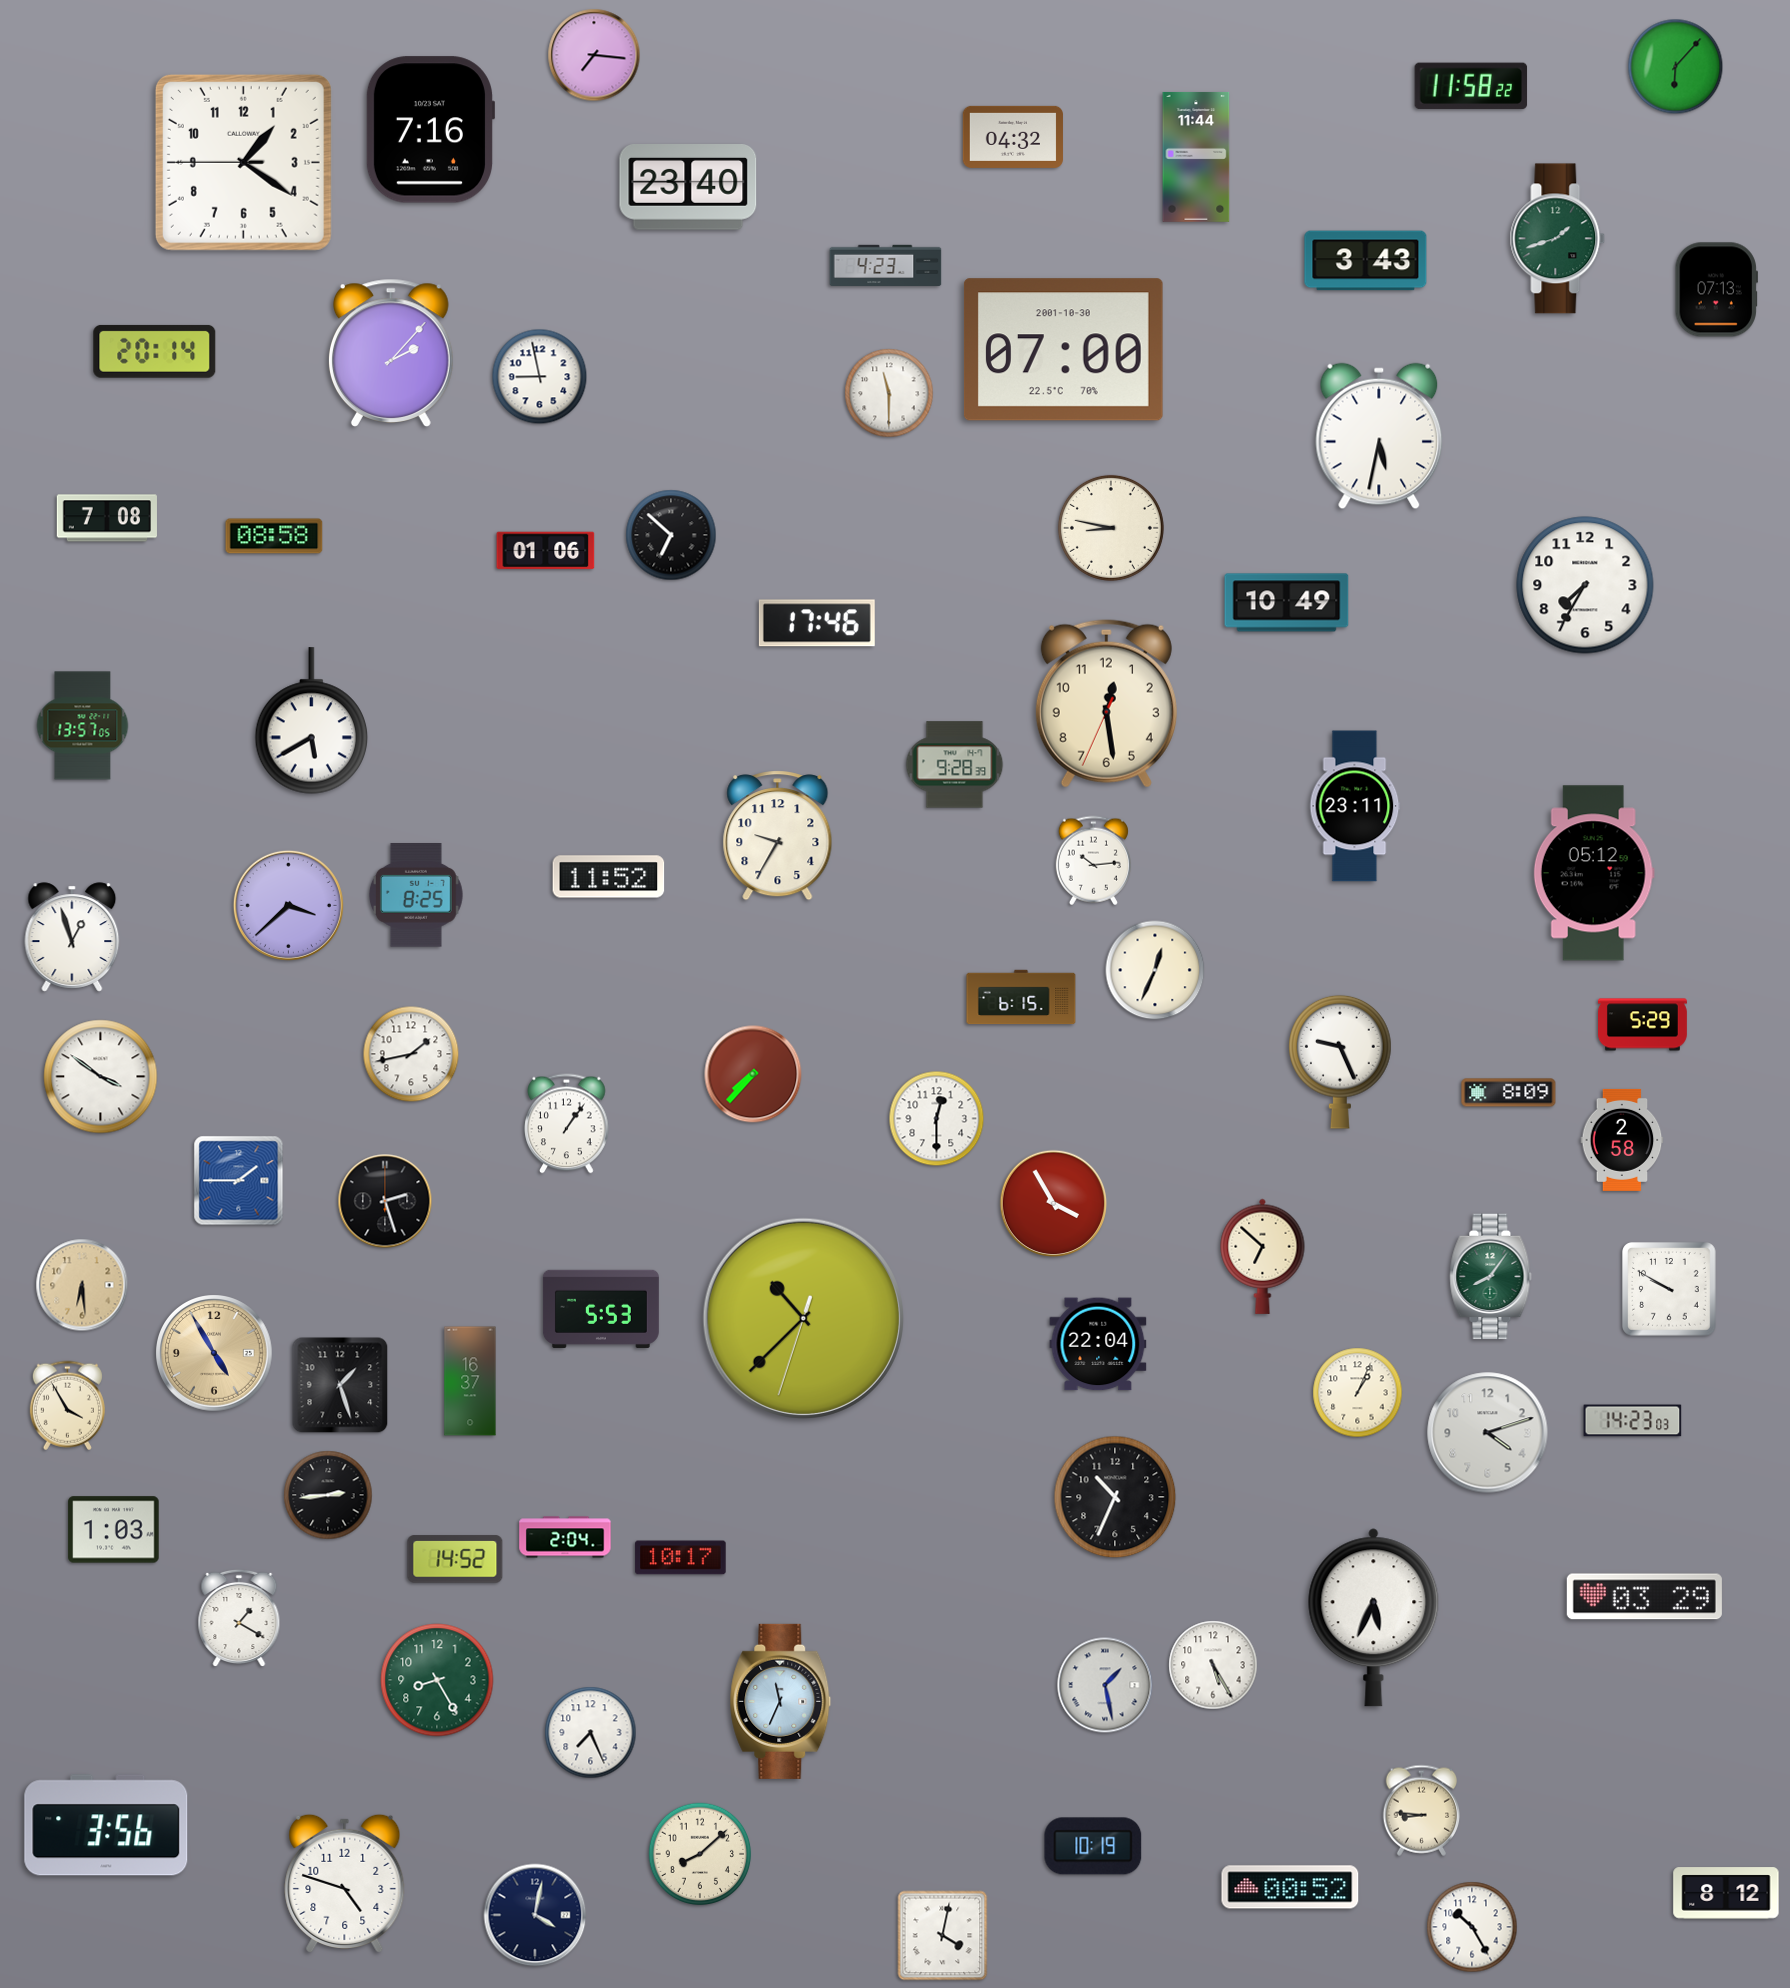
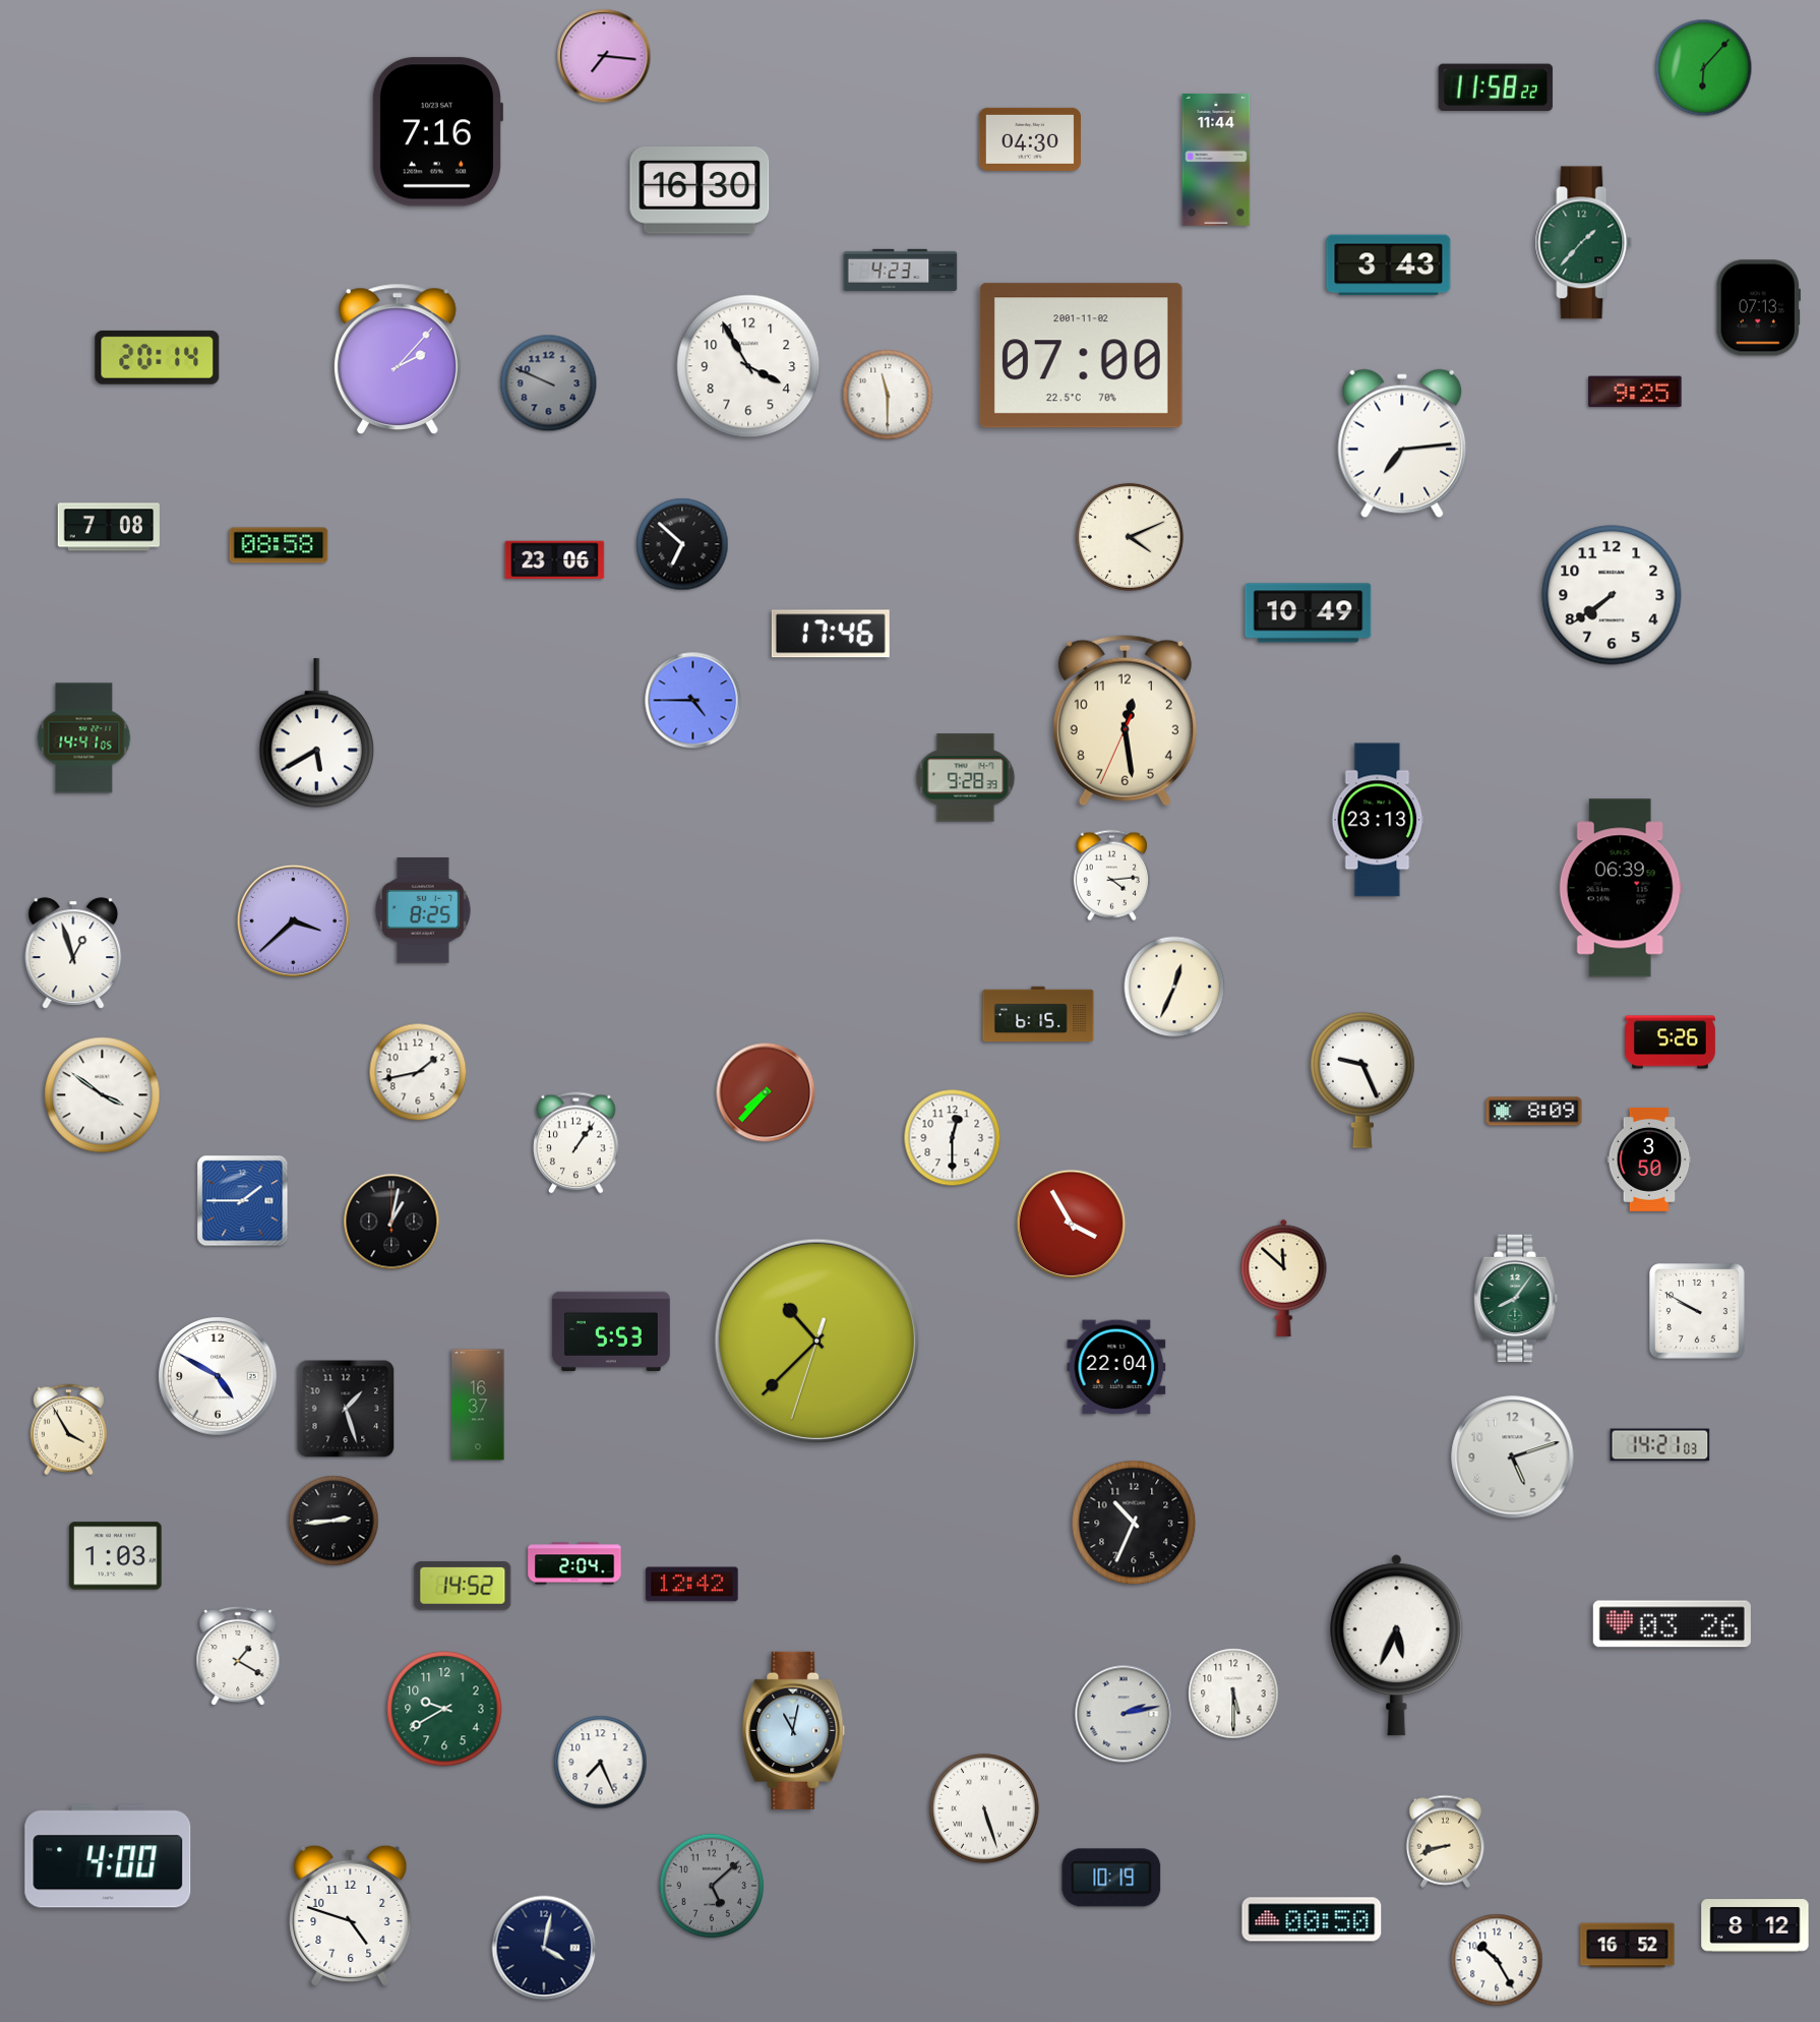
clock at (1012, 137): 04:32 -> 04:30
clock at (243, 162): 1:20 -> none
clock at (688, 187): 23:40 -> 16:30
clock at (1558, 239): 1:42 -> 1:37
clock at (1716, 290) position: (1716, 290) -> (1758, 308)
clock at (1063, 350) date: 2001-10-30 -> 2001-11-02
clock at (748, 366): none -> 3:55
clock at (540, 377): 8:58 -> 9:49
clock at (540, 377) dial: white -> grey
clock at (1635, 392): none -> 9:25
clock at (889, 393) position: (889, 393) -> (888, 395)
clock at (1379, 436): 5:32 -> 7:14
clock at (1111, 528): 8:47 -> 4:11
clock at (546, 551): 01:06 -> 23:06
clock at (1585, 585): 7:35 -> 7:39
clock at (693, 701): none -> 4:45
clock at (1106, 704) position: (1106, 704) -> (1125, 721)
clock at (83, 726): 13:57 -> 14:41
clock at (955, 765) position: (955, 765) -> (966, 778)
clock at (1355, 806): 23:11 -> 23:13
clock at (778, 836): 9:35 -> none
clock at (1093, 861): 10:14 -> 4:14
clock at (1594, 873): 05:12 -> 06:39
clock at (609, 877): 11:52 -> none
clock at (1643, 1025): 5:29 -> 5:26
clock at (1622, 1140): 2:58 -> 3:50
clock at (385, 1201): 2:27 -> 1:02
clock at (1263, 1256): 6:52 -> 11:52
clock at (82, 1285): 6:29 -> none
clock at (214, 1353): 4:55 -> 4:50
clock at (214, 1353) dial: champagne -> white
clock at (1358, 1393): 1:04 -> none
clock at (1633, 1421): 14:23 -> 14:21
clock at (1488, 1433): 4:12 -> 5:12
clock at (681, 1558): 10:17 -> 12:42
clock at (1644, 1597): 03:29 -> 03:26
clock at (239, 1618) position: (239, 1618) -> (238, 1656)
clock at (1213, 1665): 5:25 -> 5:30
clock at (437, 1680): 8:25 -> 9:40
clock at (1105, 1685): 1:28 -> 2:13
clock at (781, 1701): 11:34 -> 11:02
clock at (984, 1808): none -> 5:27
clock at (1422, 1810): 8:46 -> 8:42
clock at (106, 1825): 3:56 -> 4:00
clock at (700, 1854): 8:08 -> 5:08
clock at (700, 1854) dial: cream -> grey
clock at (1290, 1887): 00:52 -> 00:50
clock at (1628, 1946): none -> 16:52
clock at (943, 1936): 4:02 -> none
